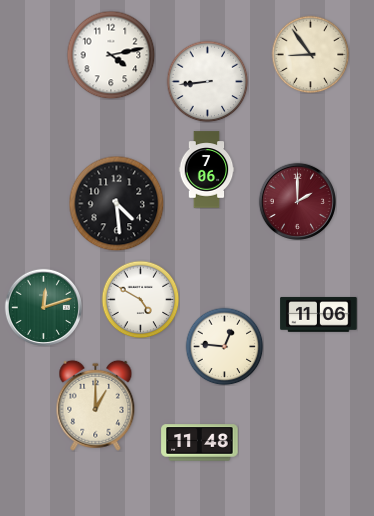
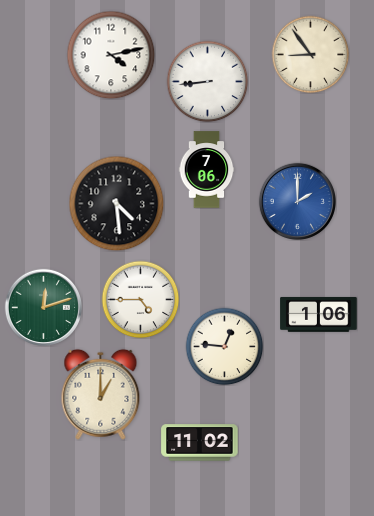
clock at (297, 201) dial: burgundy -> blue
clock at (140, 299): 4:50 -> 4:45
clock at (319, 315): 11:06 -> 1:06
clock at (96, 405) position: (96, 405) -> (101, 394)
clock at (200, 443): 11:48 -> 11:02
